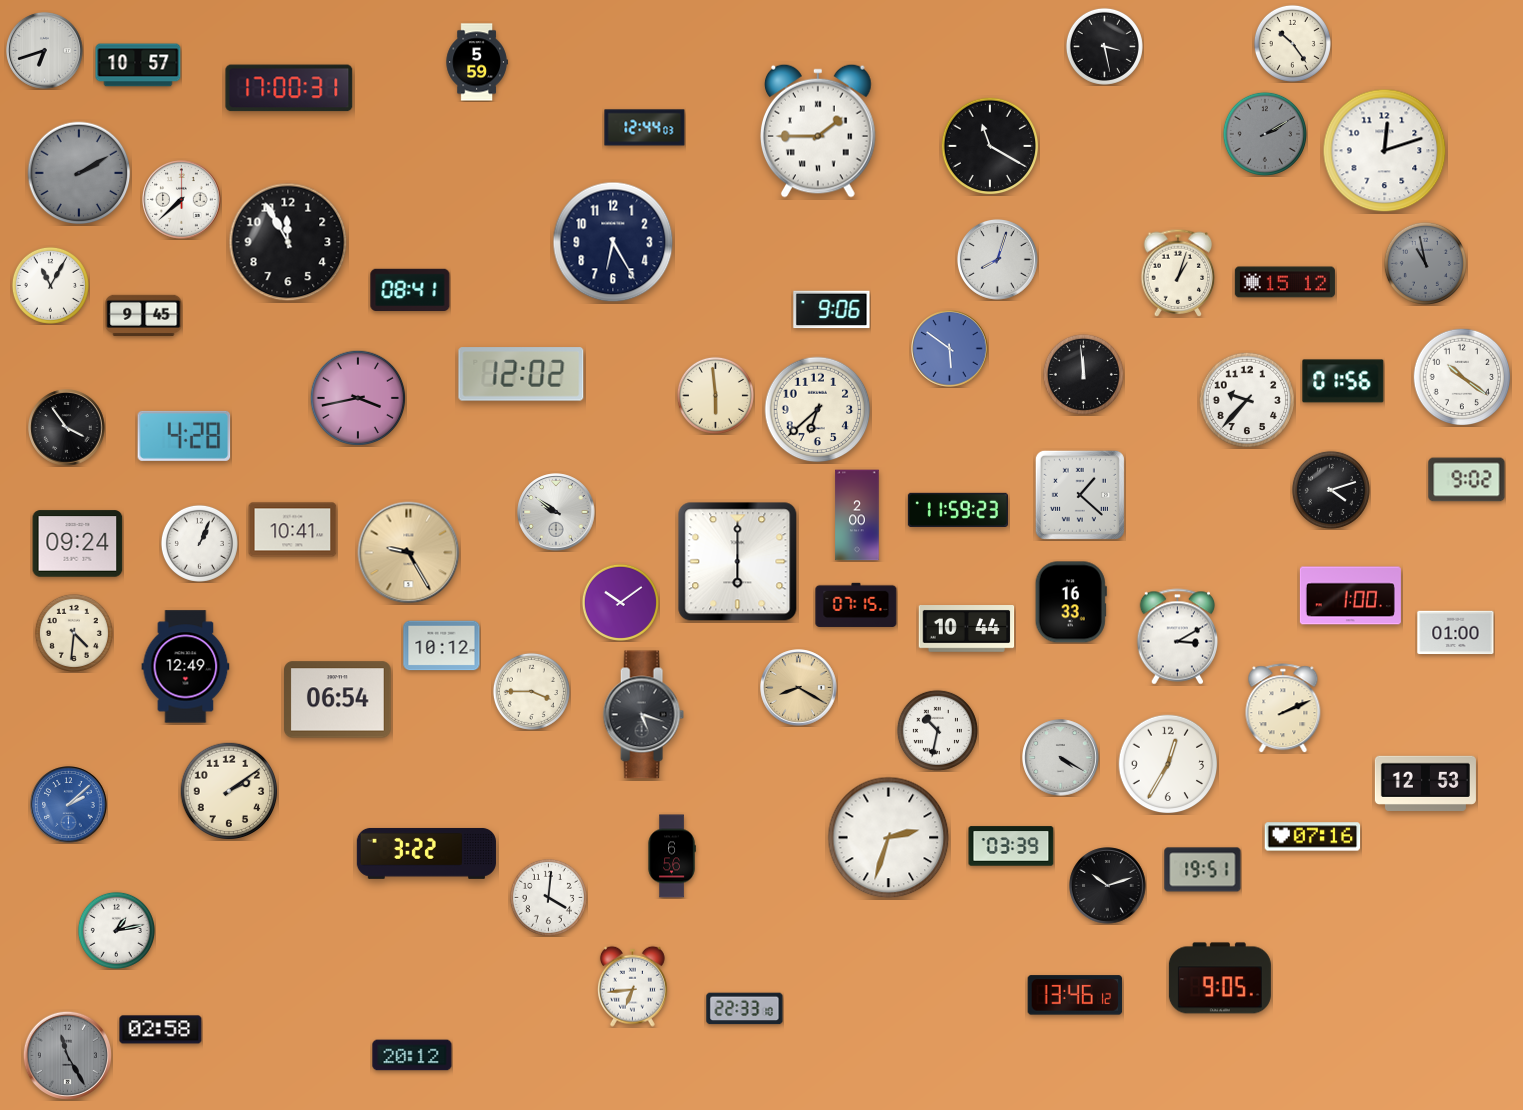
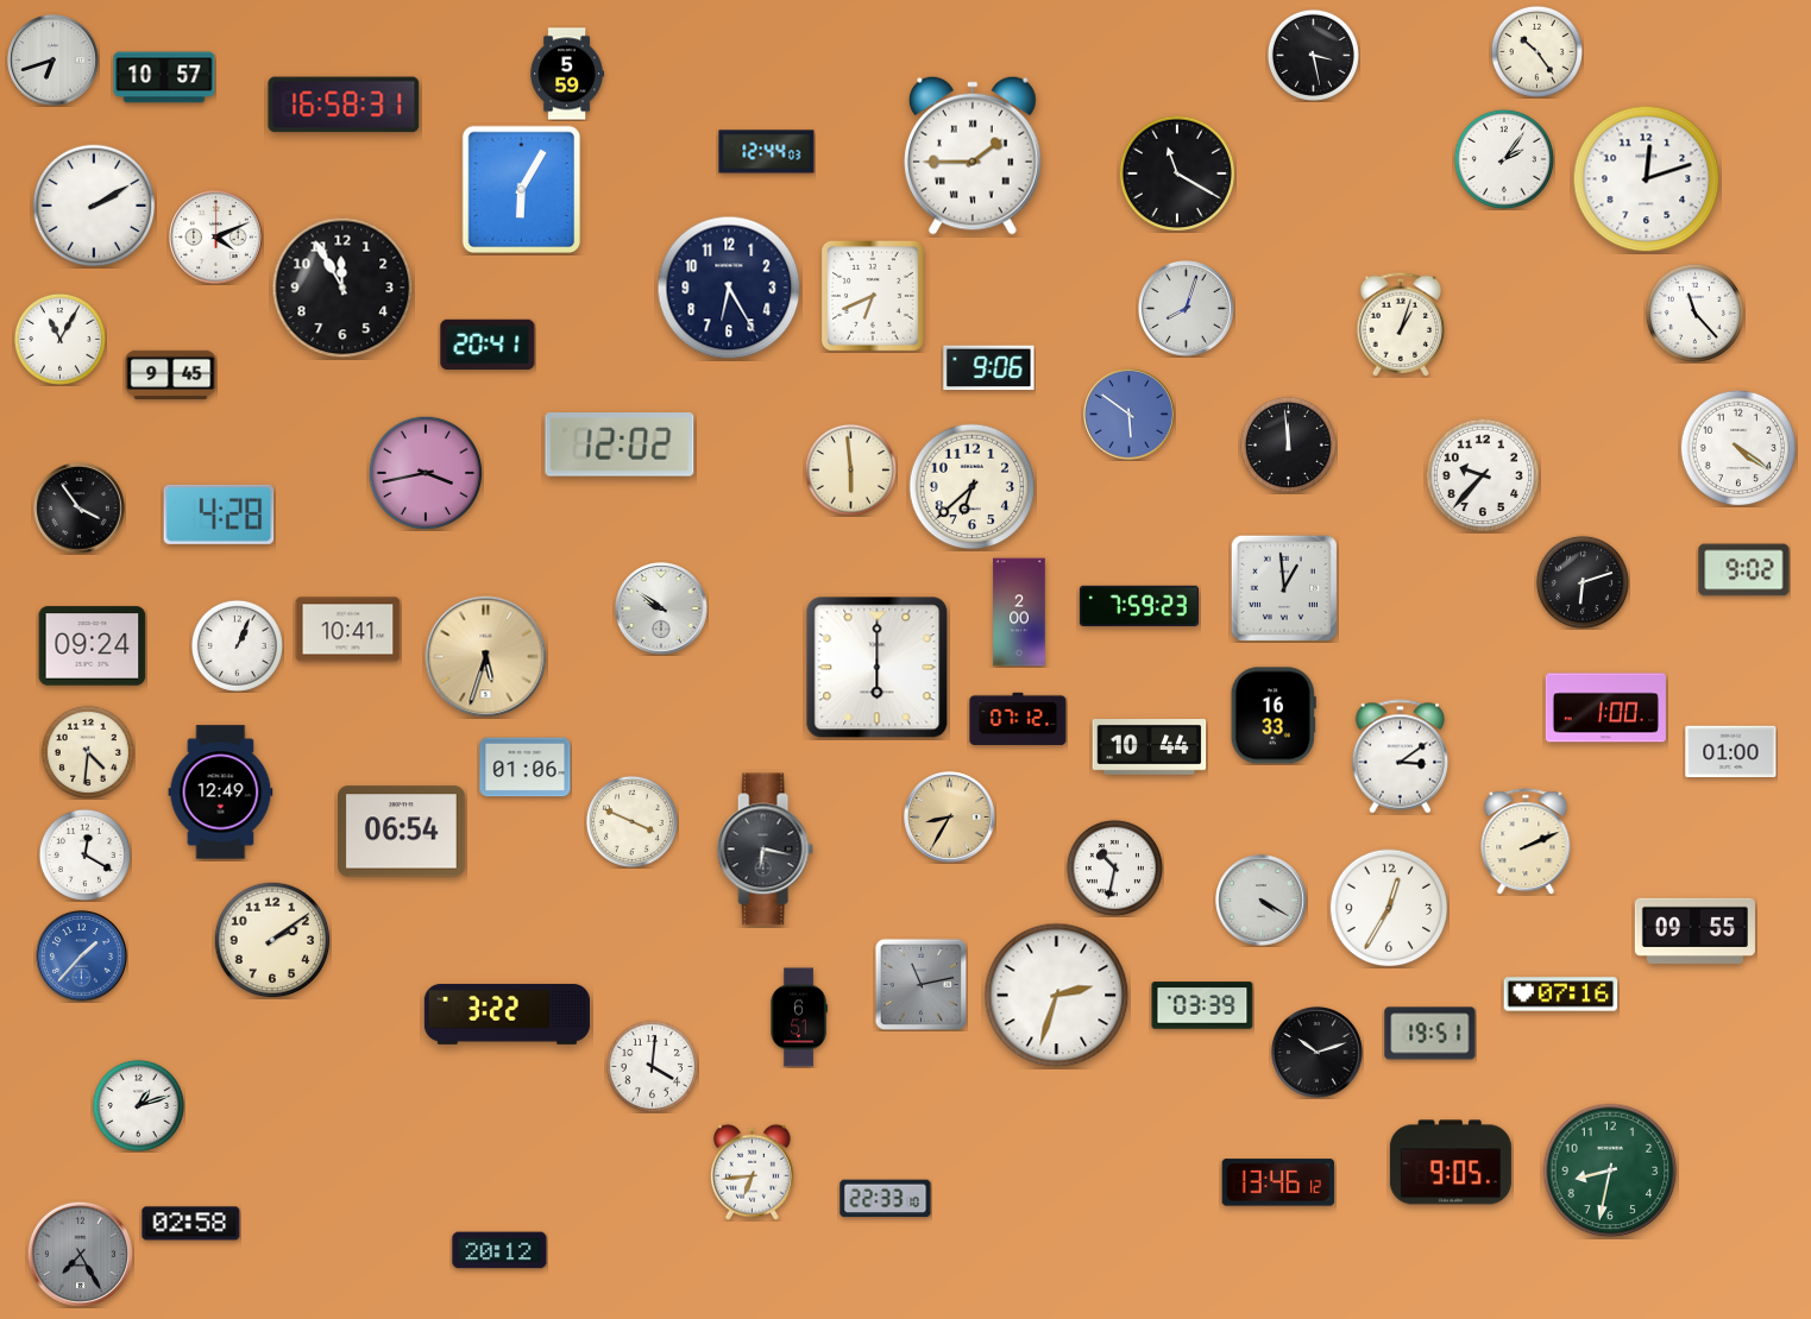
clock at (289, 88): 17:00 -> 16:58
clock at (1265, 134): 2:10 -> 2:06
clock at (1265, 134) dial: grey -> white
clock at (522, 190): none -> 6:05
clock at (79, 173) dial: grey -> white
clock at (182, 200): 7:38 -> 4:11
clock at (873, 296): none -> 6:41
clock at (1425, 263): 10:58 -> 11:23
clock at (1425, 263) dial: grey -> white
clock at (1285, 282): 15:12 -> none
clock at (410, 289): 08:41 -> 20:41
clock at (1462, 377): 10:21 -> 4:21
clock at (1343, 381): 01:56 -> none
clock at (184, 436) position: (184, 436) -> (219, 515)
clock at (1331, 490): 4:12 -> 6:12
clock at (1080, 495): 1:22 -> 12:59
clock at (958, 510): 11:59 -> 7:59
clock at (409, 553): 9:25 -> 5:33
clock at (620, 602): 10:09 -> none
clock at (856, 604): 07:15 -> 07:12
clock at (1178, 637): 3:10 -> 3:09
clock at (442, 646): 10:12 -> 01:06
clock at (799, 688): 8:20 -> 8:35
clock at (531, 691): 3:45 -> 3:49
clock at (643, 715): 5:18 -> 6:17
clock at (84, 854): none -> 12:20
clock at (1425, 783): 12:53 -> 09:55
clock at (69, 805): 2:08 -> 1:37
clock at (920, 984): none -> 11:13
clock at (672, 856): 6:56 -> 6:51
clock at (116, 930): 1:13 -> 1:12
clock at (1610, 1170): none -> 8:32
clock at (67, 1055): 11:25 -> 7:25
clock at (412, 1055) position: (412, 1055) -> (499, 1250)
